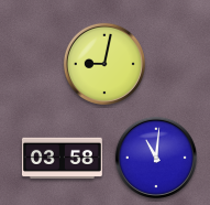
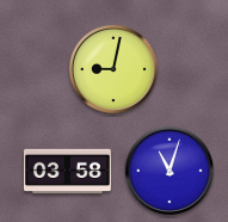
clock at (156, 158): 11:01 -> 11:03
